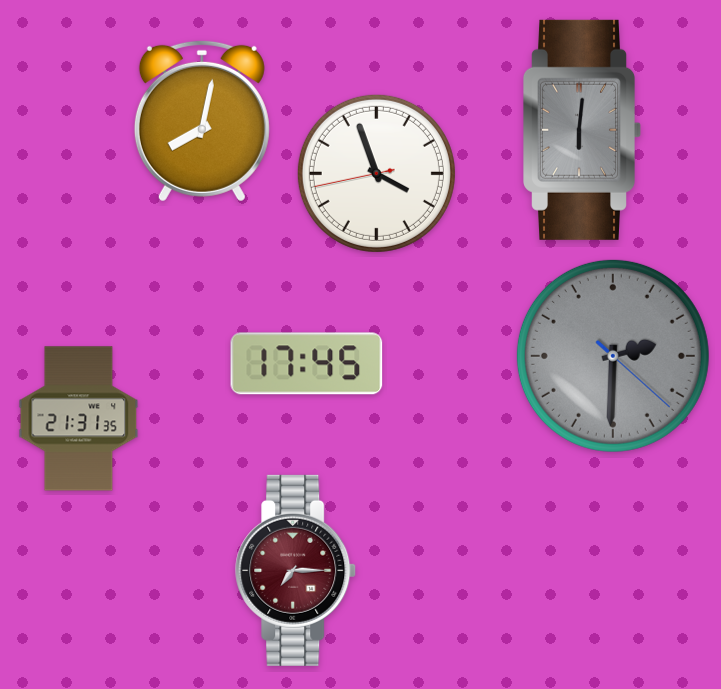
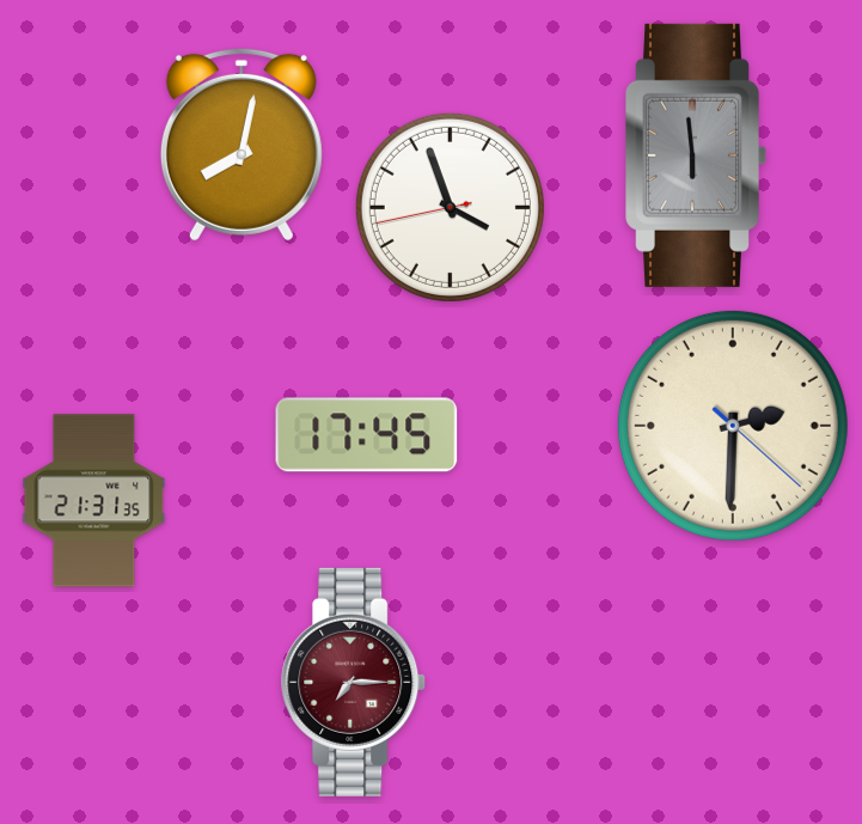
clock at (582, 130): 6:01 -> 5:59
clock at (613, 356) dial: grey -> cream
